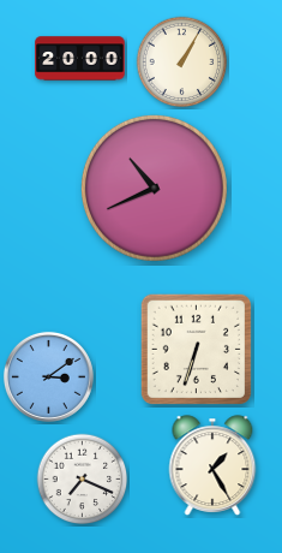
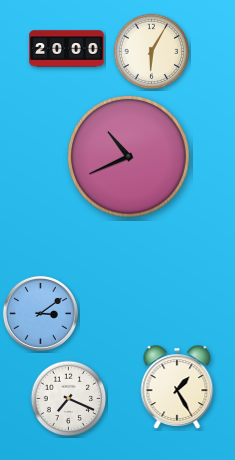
clock at (182, 63): 1:05 -> 6:05
clock at (196, 349): 6:33 -> none
